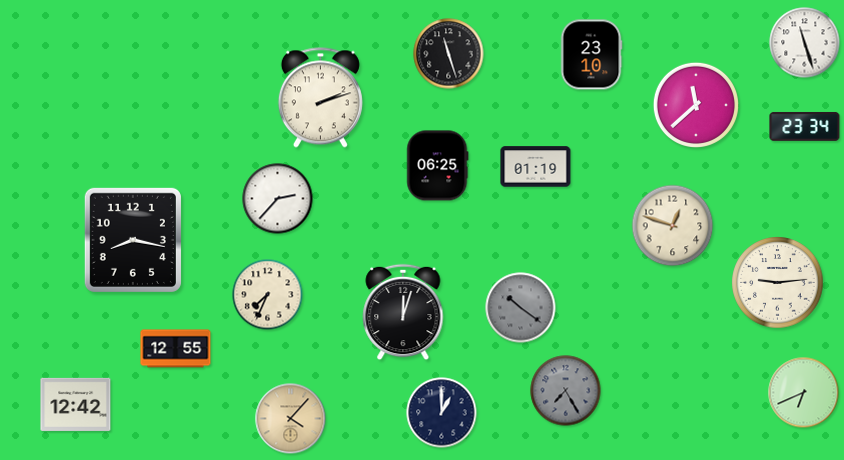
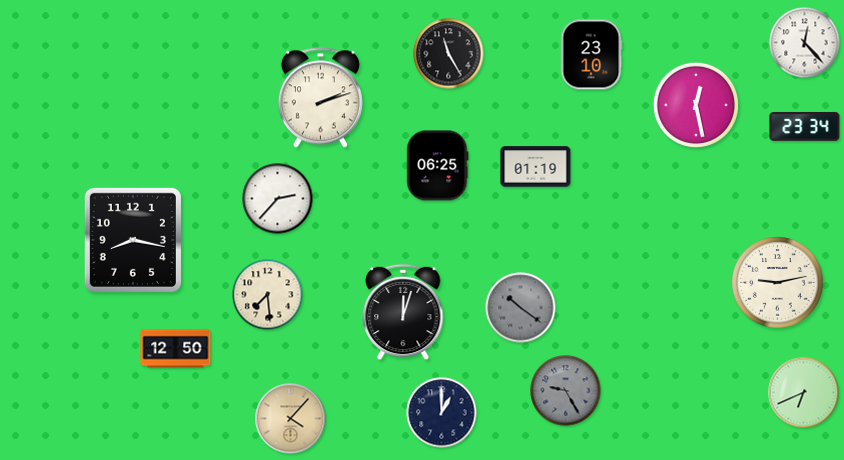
clock at (805, 43): 11:27 -> 12:23
clock at (449, 54): 11:27 -> 11:25
clock at (695, 104): 11:38 -> 12:28
clock at (673, 226): 12:48 -> none
clock at (778, 283): 9:14 -> 9:13
clock at (268, 295): 7:34 -> 7:29
clock at (176, 349): 12:55 -> 12:50
clock at (566, 391): 7:25 -> 9:25
clock at (76, 404): 12:42 -> none
